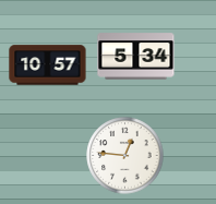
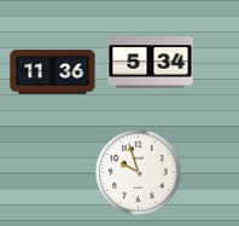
clock at (48, 65): 10:57 -> 11:36
clock at (125, 156): 12:46 -> 9:57
